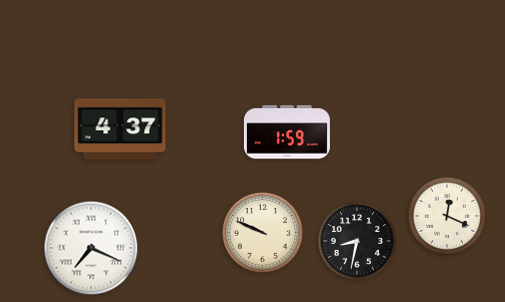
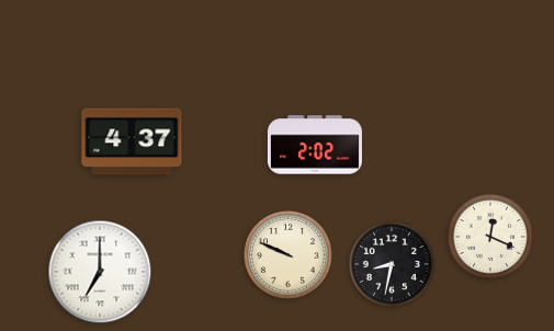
clock at (287, 132): 1:59 -> 2:02
clock at (91, 248): 7:19 -> 7:00
